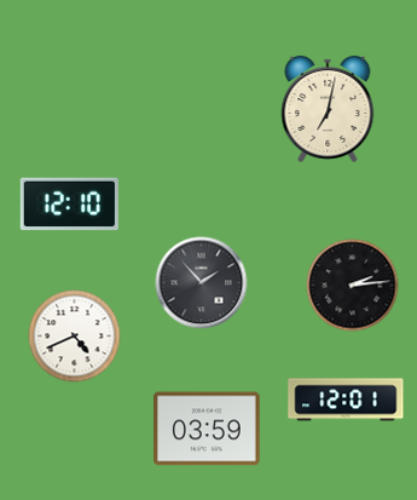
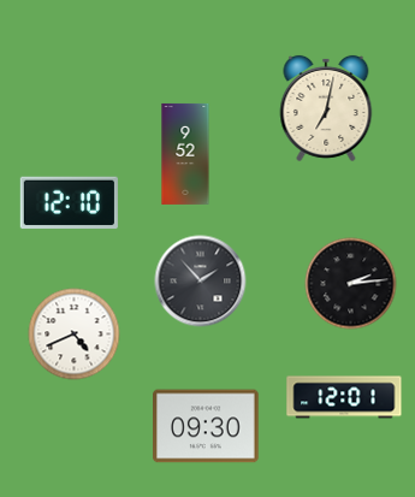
clock at (185, 154): none -> 9:52
clock at (207, 429): 03:59 -> 09:30
